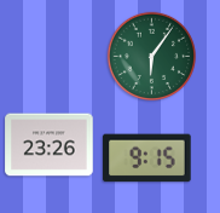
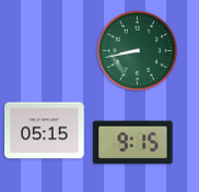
clock at (152, 57): 6:06 -> 8:43
clock at (50, 145): 23:26 -> 05:15
